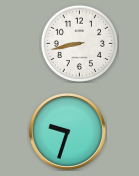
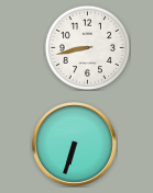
clock at (67, 131): 9:33 -> 6:33
